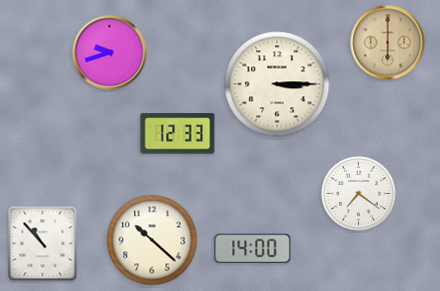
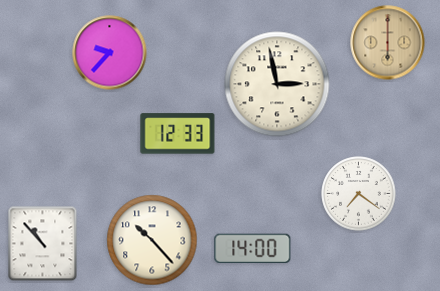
clock at (110, 53): 9:42 -> 9:37
clock at (277, 84): 3:15 -> 2:58
clock at (152, 240): 10:22 -> 10:23
